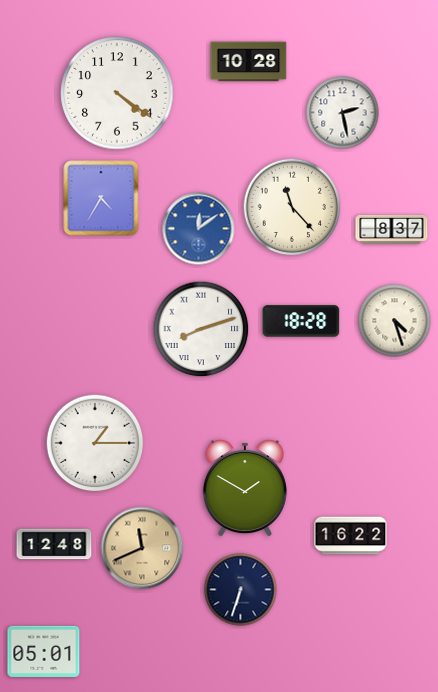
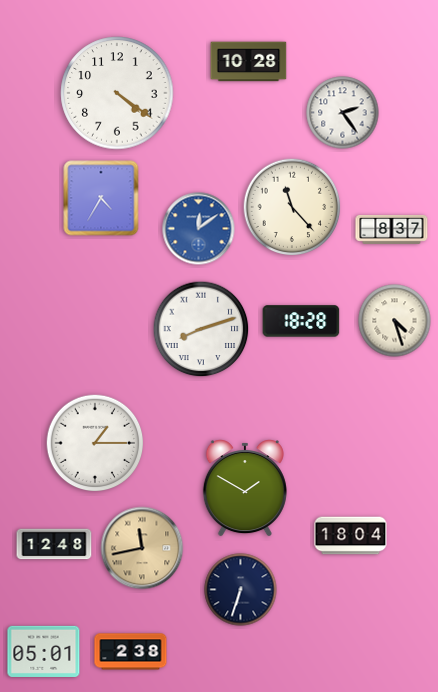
clock at (343, 113): 2:28 -> 2:24
clock at (351, 536): 16:22 -> 18:04
clock at (142, 548): 11:41 -> 11:43
clock at (131, 652): none -> 2:38
